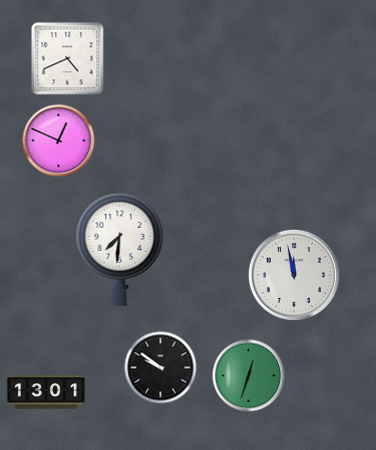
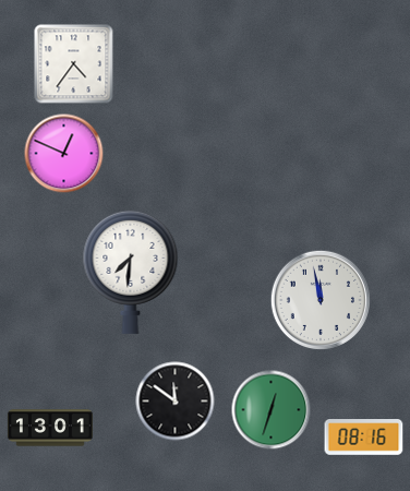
clock at (68, 59): 4:41 -> 4:36
clock at (161, 368): 9:51 -> 11:51
clock at (364, 438): none -> 08:16
